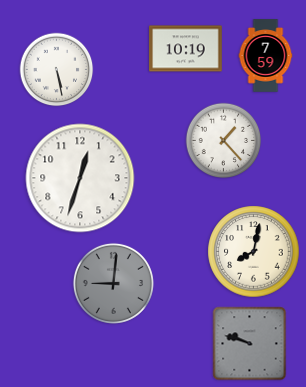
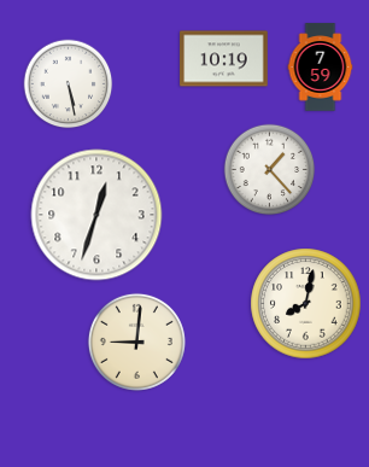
clock at (113, 283) dial: grey -> cream
clock at (250, 344): 9:48 -> none
